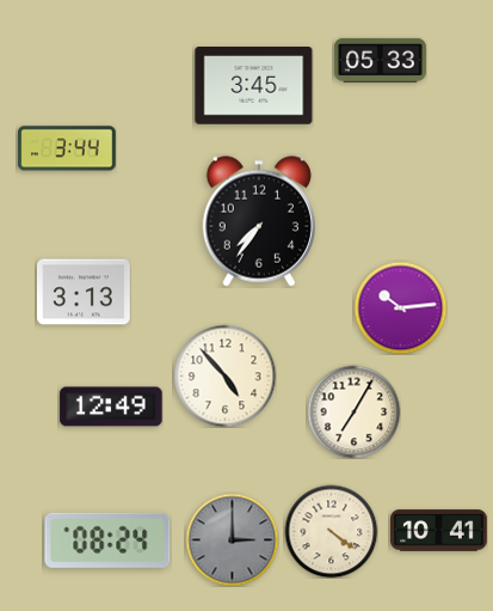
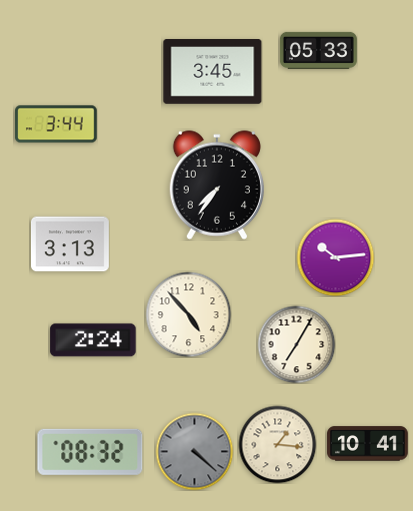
clock at (111, 407): 12:49 -> 2:24
clock at (331, 531): 4:21 -> 1:16
clock at (232, 539): 3:00 -> 4:22
clock at (107, 540): 08:24 -> 08:32
